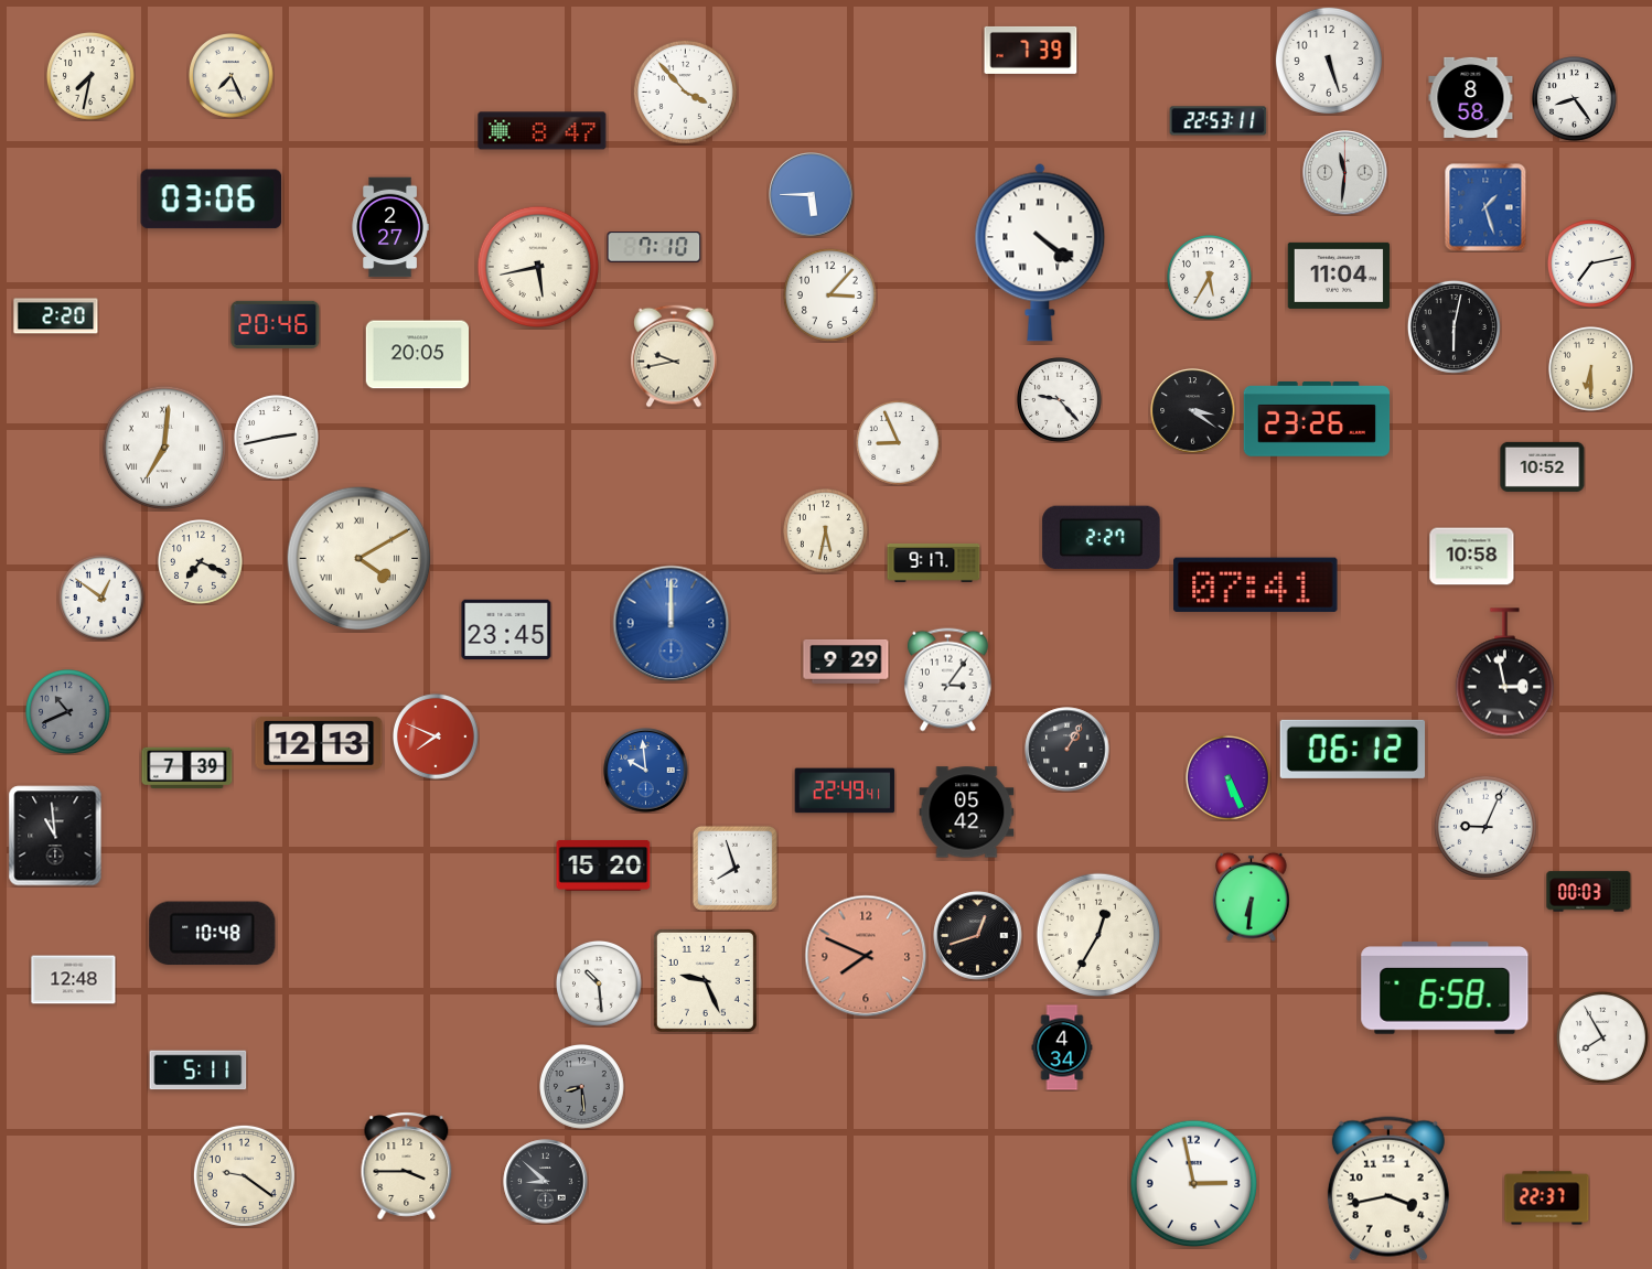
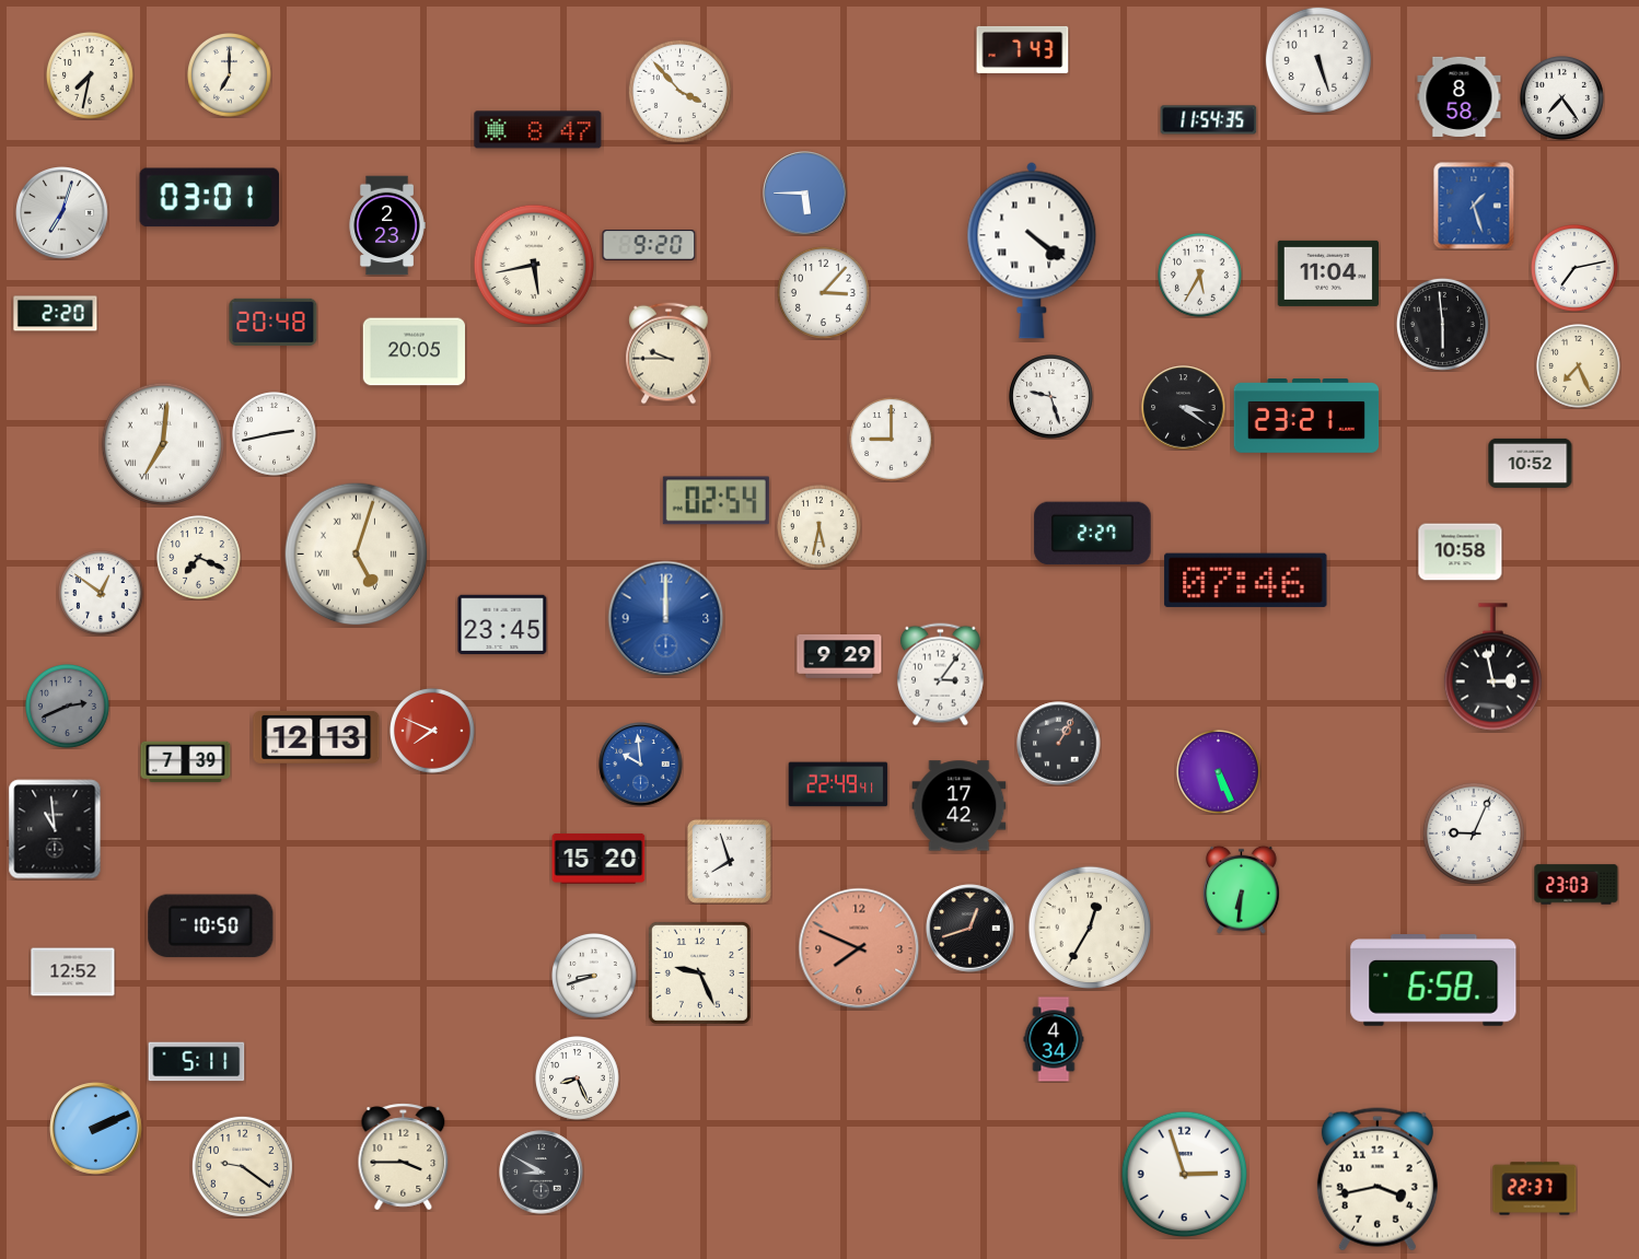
clock at (1031, 50): 7:39 -> 7:43
clock at (232, 76): 7:26 -> 7:00
clock at (1575, 99): 8:24 -> 7:24
clock at (1219, 121): 22:53 -> 11:54
clock at (1345, 173): 11:31 -> none
clock at (212, 200): 03:06 -> 03:01
clock at (62, 213): none -> 7:03
clock at (390, 227): 2:27 -> 2:23
clock at (654, 247): 7:10 -> 9:20
clock at (1591, 264) position: (1591, 264) -> (1574, 268)
clock at (276, 324): 20:46 -> 20:48
clock at (1453, 326): 6:02 -> 5:59
clock at (674, 356): 9:43 -> 9:45
clock at (1591, 369): 6:30 -> 7:26
clock at (1060, 400): 9:23 -> 9:27
clock at (1317, 420): 23:26 -> 23:21
clock at (899, 443): 8:56 -> 9:00
clock at (716, 501): none -> 02:54
clock at (360, 559): 4:10 -> 5:03
clock at (934, 562): 9:17 -> none
clock at (1256, 584): 07:41 -> 07:46
clock at (68, 712): 10:41 -> 2:41
clock at (1353, 749): 06:12 -> none
clock at (967, 813): 05:42 -> 17:42
clock at (1485, 827) position: (1485, 827) -> (1474, 833)
clock at (1589, 892): 00:03 -> 23:03
clock at (213, 934): 10:48 -> 10:50
clock at (74, 980): 12:48 -> 12:52
clock at (600, 985): 10:29 -> 8:42
clock at (1602, 1037): 7:55 -> none
clock at (582, 1087): 8:29 -> 8:26
clock at (582, 1087) dial: grey -> white
clock at (96, 1129): none -> 2:11
clock at (546, 1182): 8:52 -> 8:50
clock at (1194, 1184): 2:58 -> 2:57
